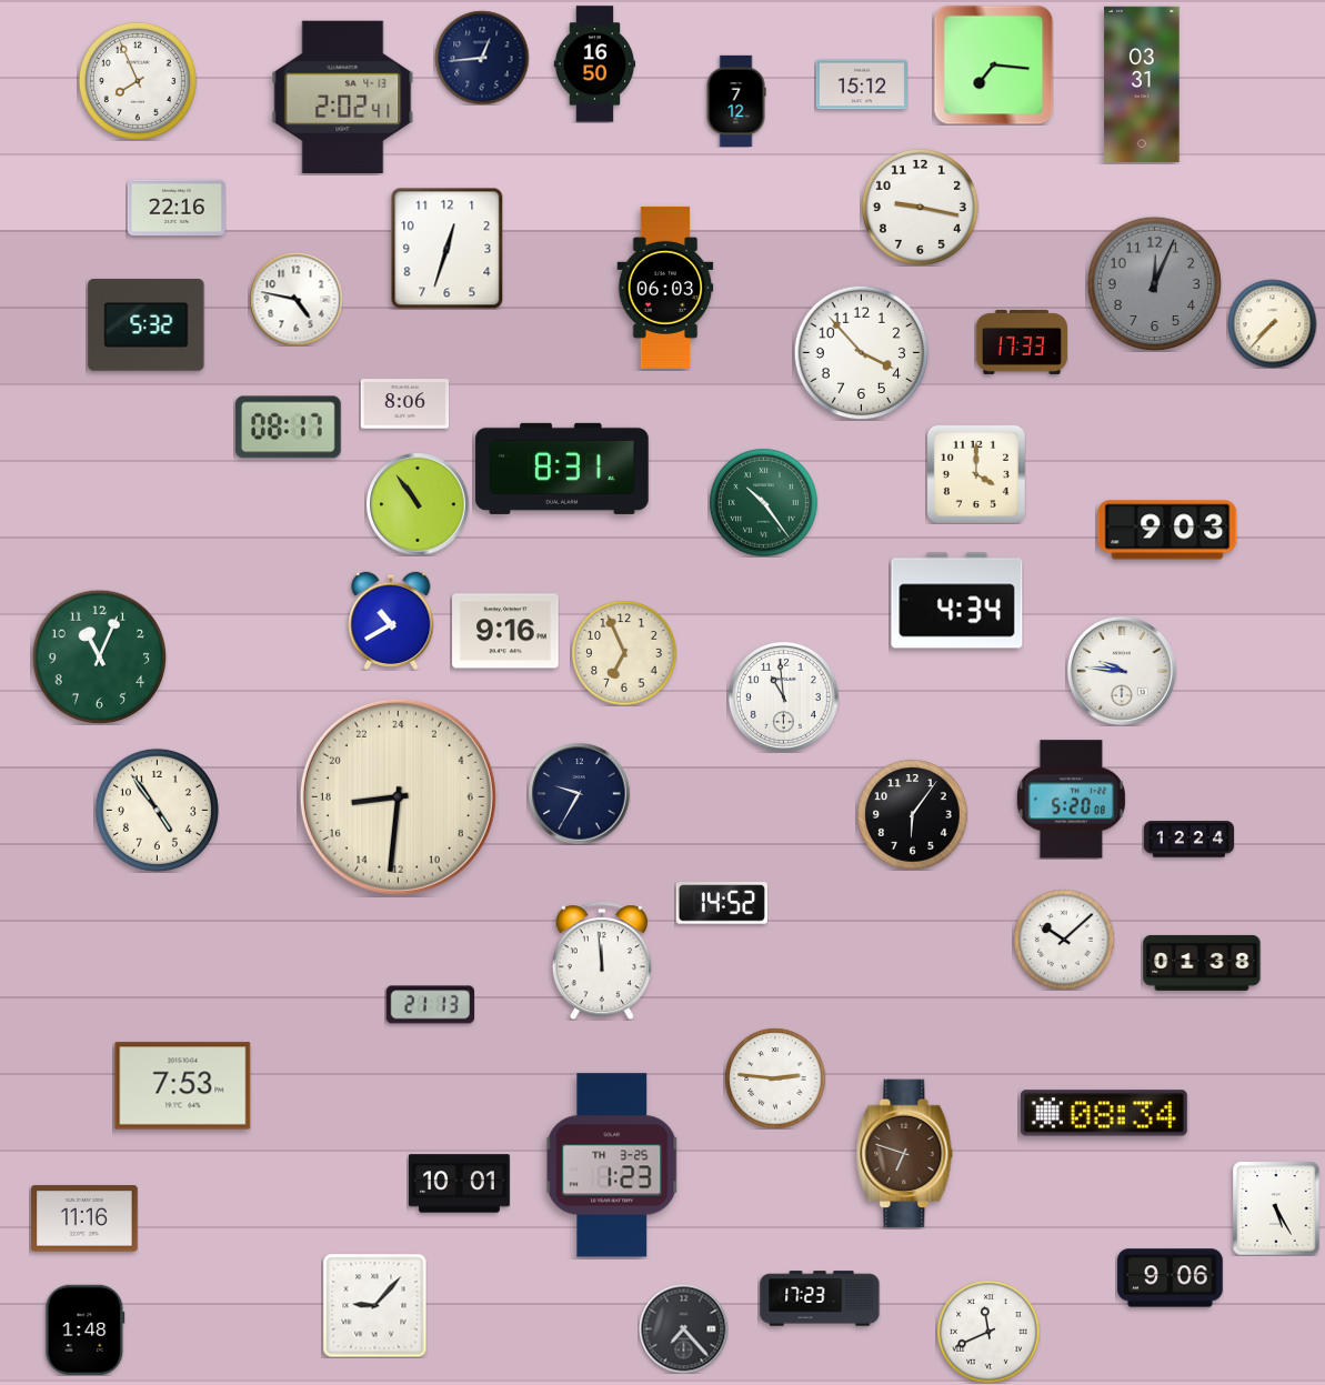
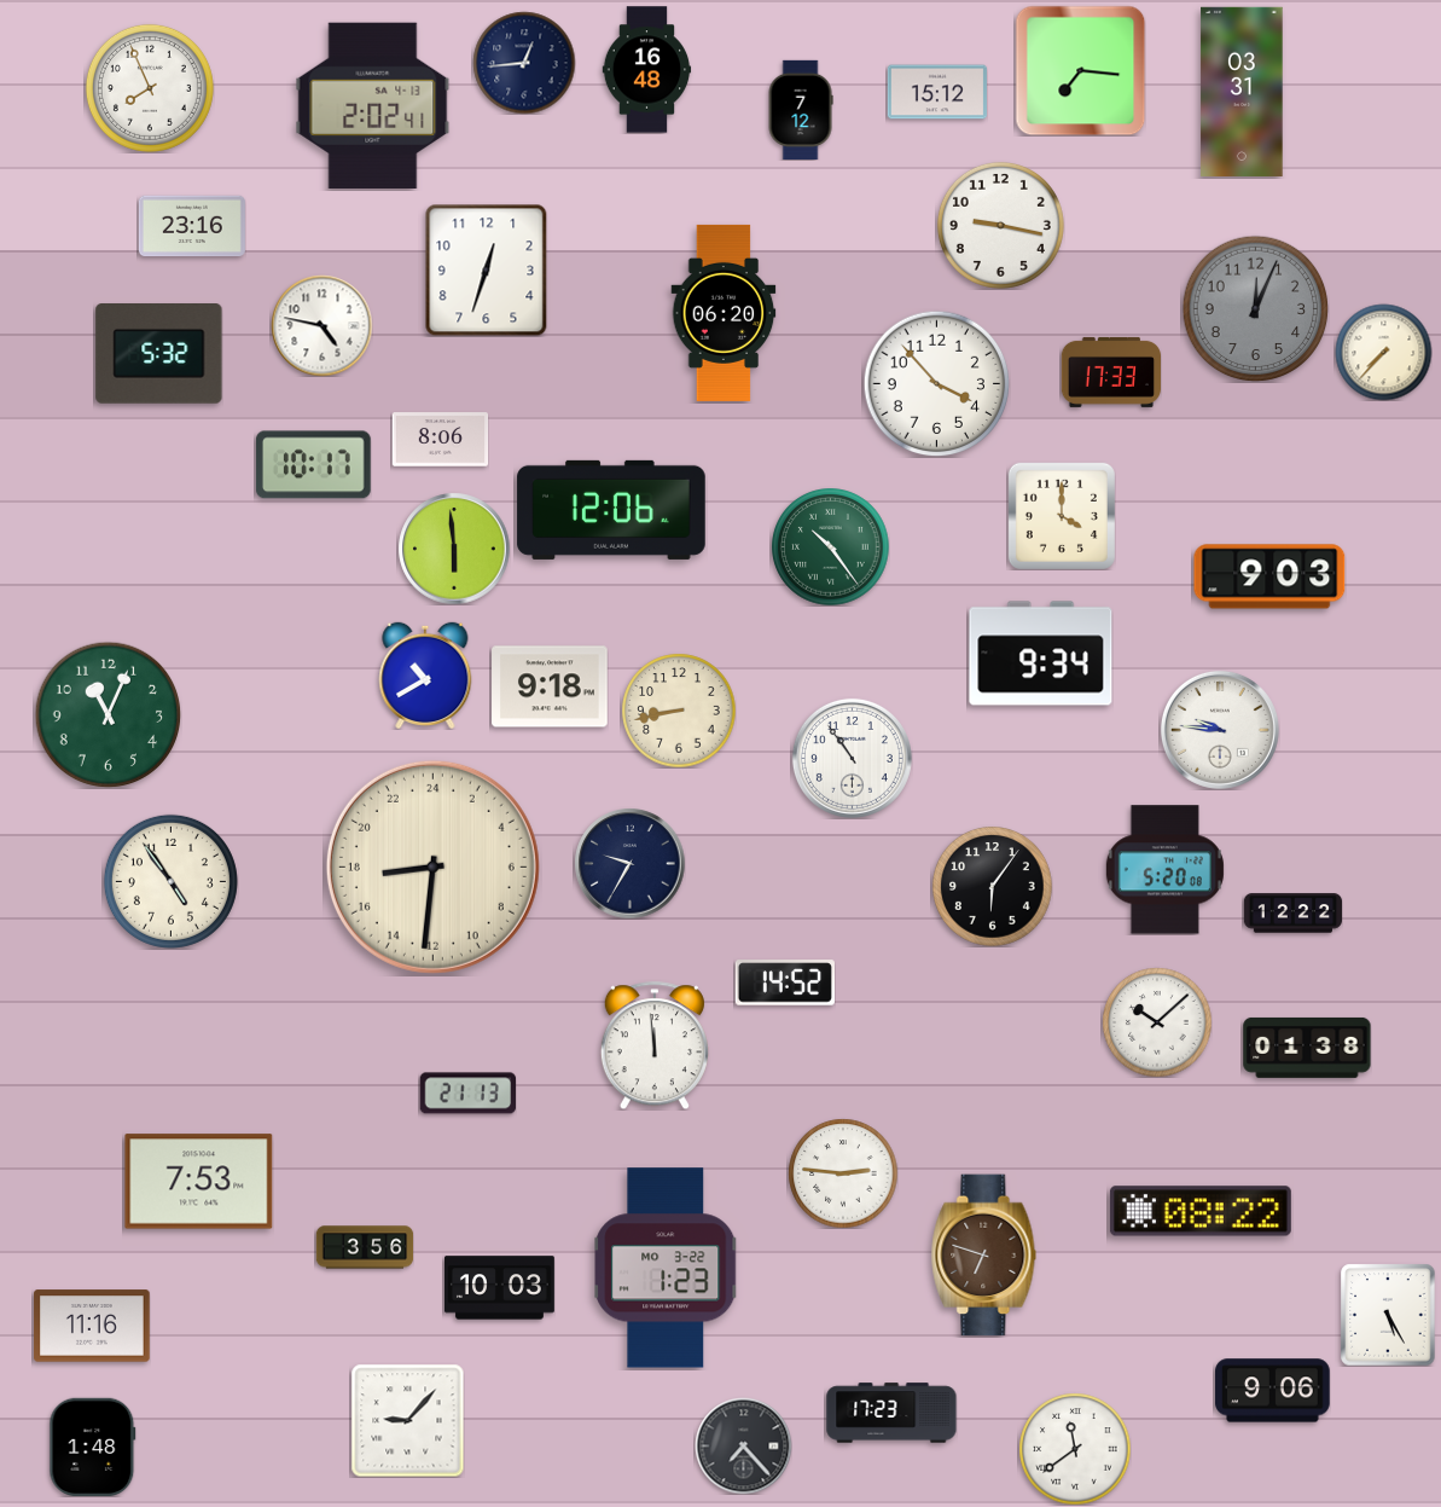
clock at (595, 64): 16:50 -> 16:48
clock at (177, 208): 22:16 -> 23:16
clock at (665, 288): 06:03 -> 06:20
clock at (288, 428): 08:17 -> 10:17
clock at (562, 469): 8:31 -> 12:06
clock at (418, 504): 10:54 -> 5:59
clock at (957, 601): 4:34 -> 9:34
clock at (505, 631): 9:16 -> 9:18
clock at (624, 653): 6:56 -> 8:43
clock at (783, 696): 10:59 -> 10:54
clock at (1188, 840): 12:24 -> 12:22
clock at (1104, 1113): 08:34 -> 08:22
clock at (365, 1247): none -> 3:56
clock at (612, 1165) date: TH 3-25 -> MO 3-22
clock at (459, 1184): 10:01 -> 10:03
clock at (988, 1332): 11:41 -> 11:39
